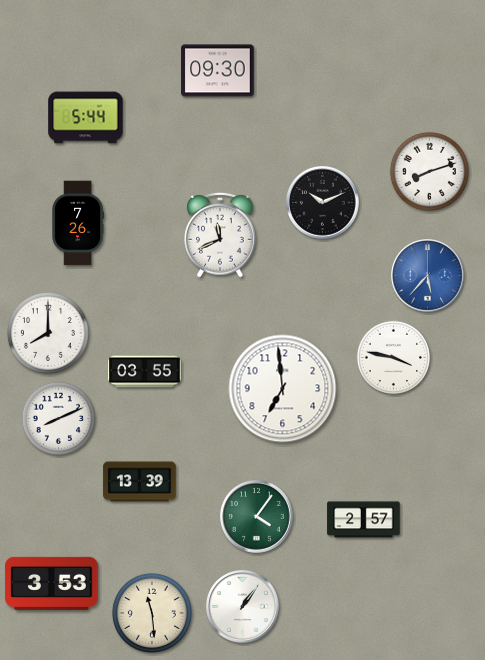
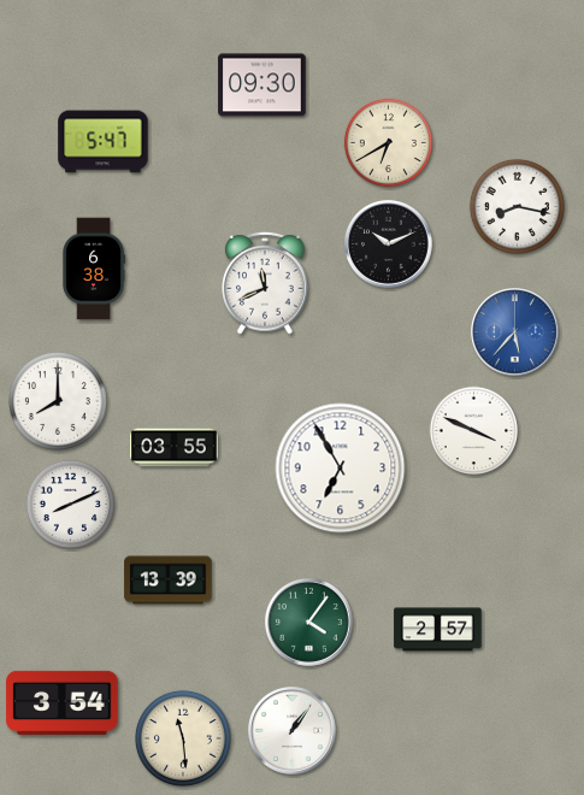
clock at (86, 118): 5:44 -> 5:47
clock at (389, 143): none -> 6:40
clock at (429, 171): 8:12 -> 8:17
clock at (78, 223): 7:26 -> 6:38
clock at (394, 358): 3:47 -> 3:49
clock at (283, 389): 6:59 -> 6:55
clock at (364, 520) position: (364, 520) -> (438, 630)
clock at (52, 583): 3:53 -> 3:54
